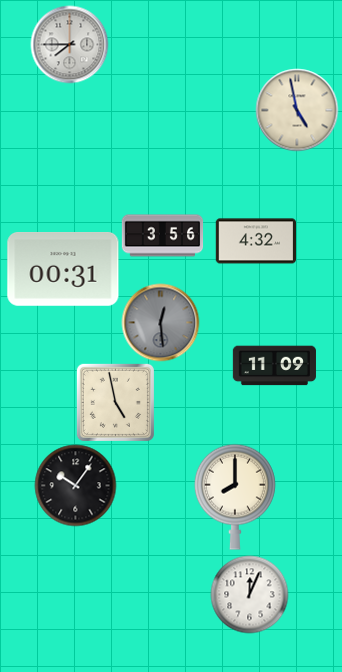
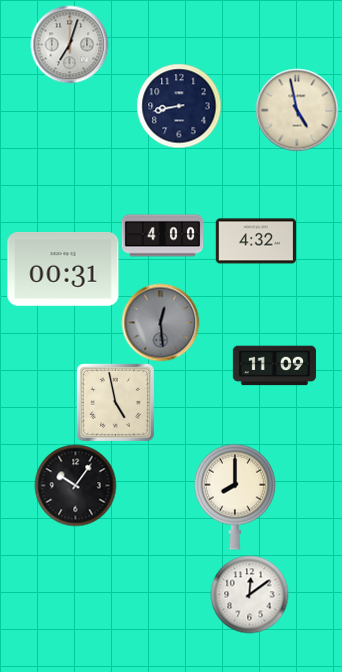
clock at (69, 44): 7:45 -> 7:03
clock at (179, 106): none -> 8:43
clock at (162, 236): 3:56 -> 4:00
clock at (249, 594): 12:04 -> 12:09
